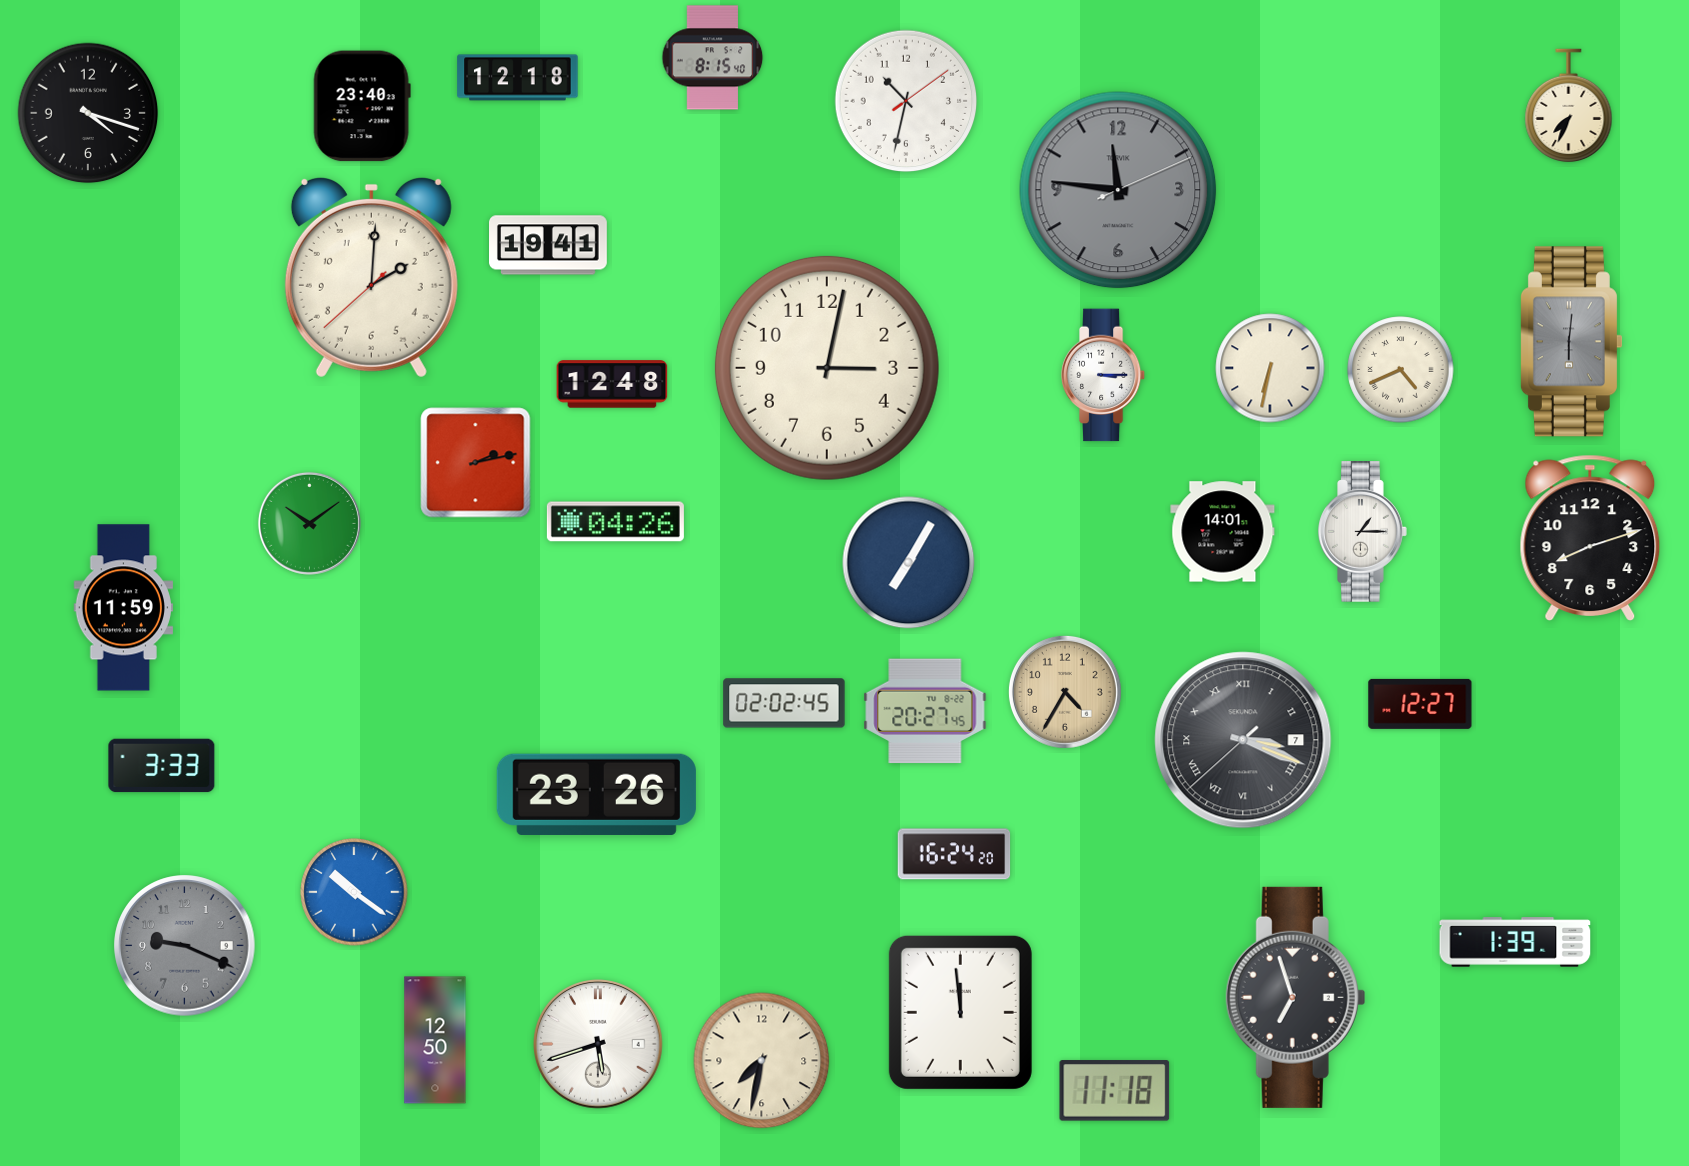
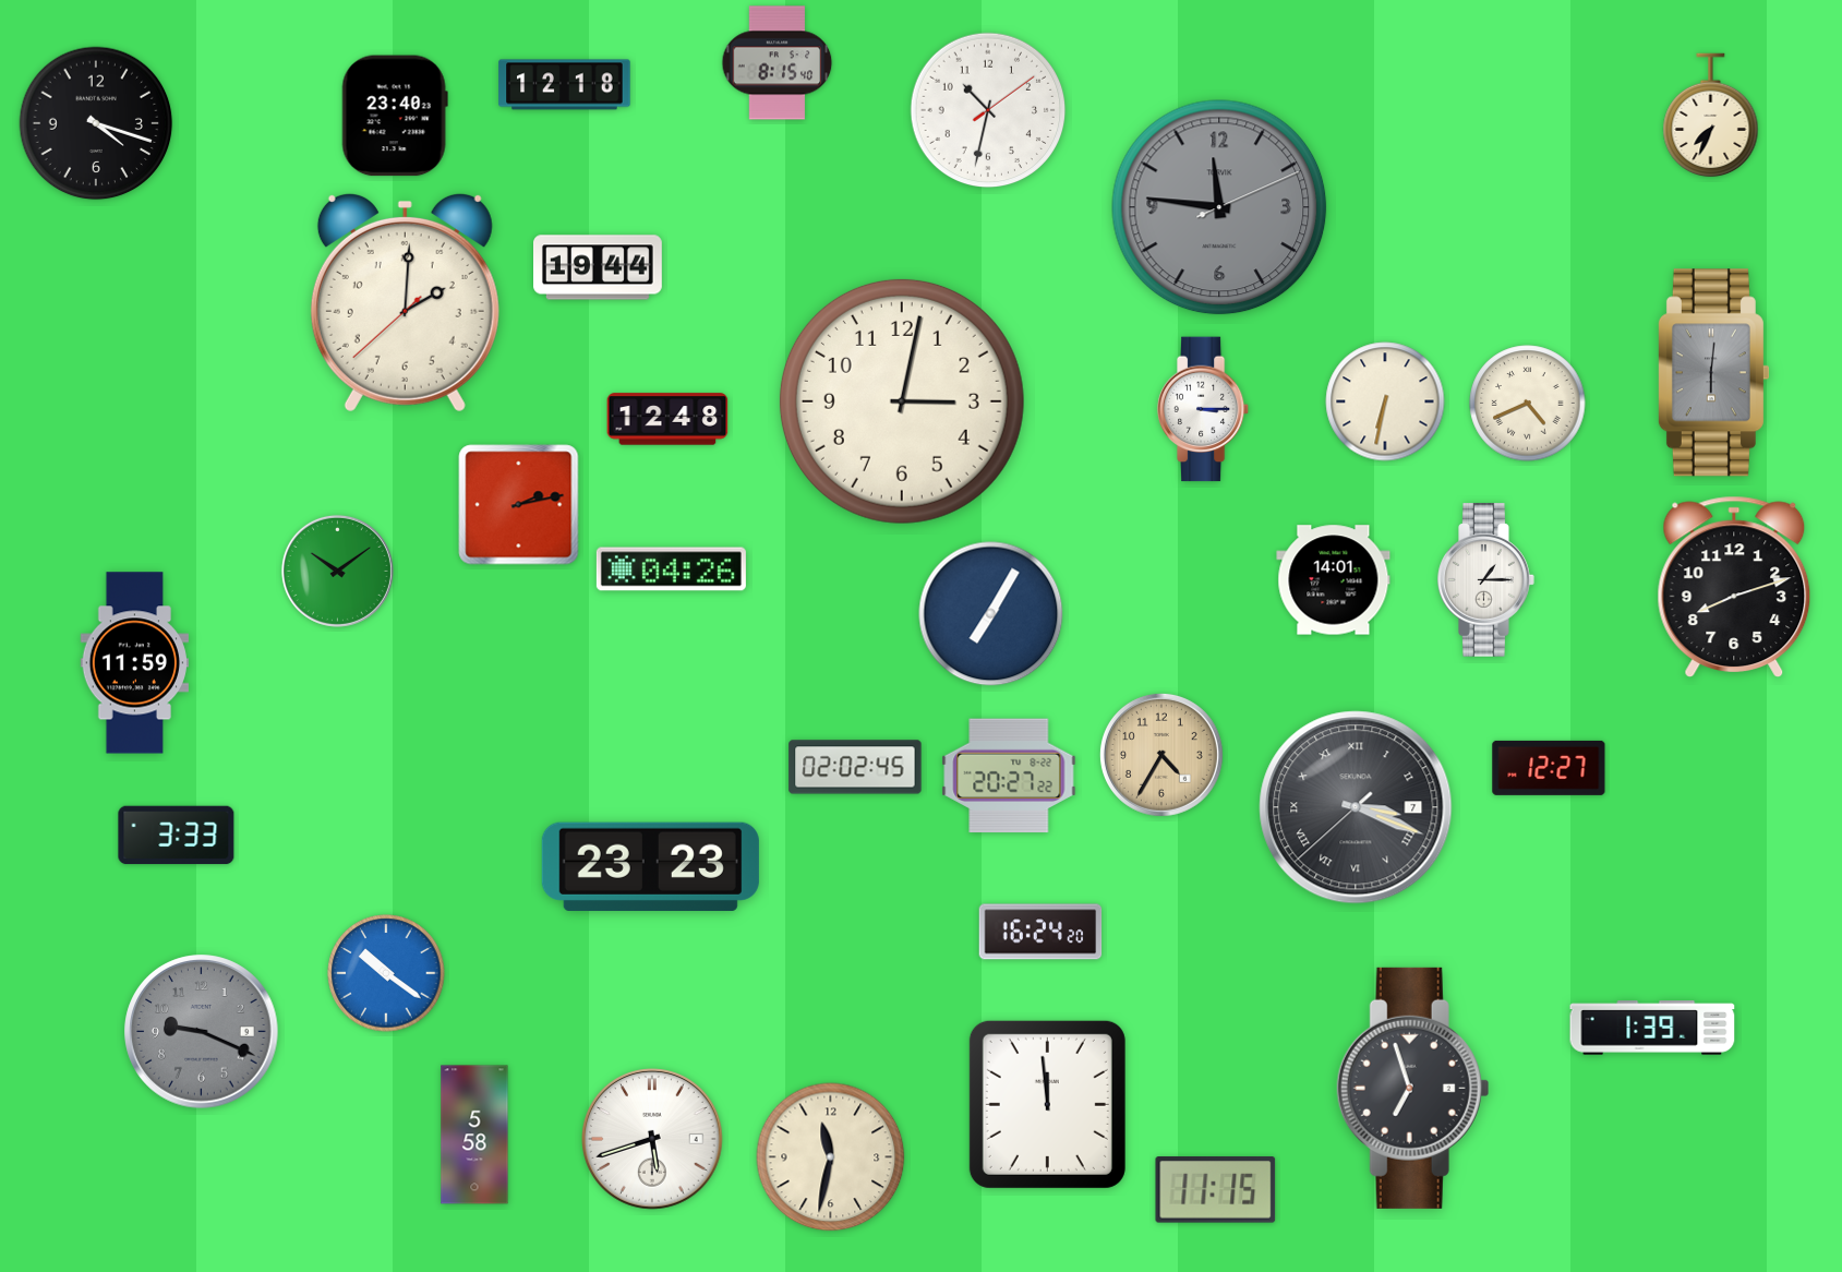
clock at (549, 245): 19:41 -> 19:44
clock at (925, 711): 20:27:45 -> 20:27:22
clock at (596, 794): 23:26 -> 23:23
clock at (435, 1040): 12:50 -> 5:58
clock at (762, 1061): 7:32 -> 11:32
clock at (1115, 1091): 11:18 -> 11:15
